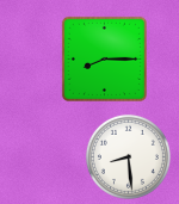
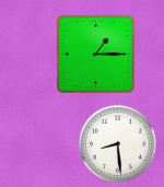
clock at (104, 58): 8:15 -> 1:15
